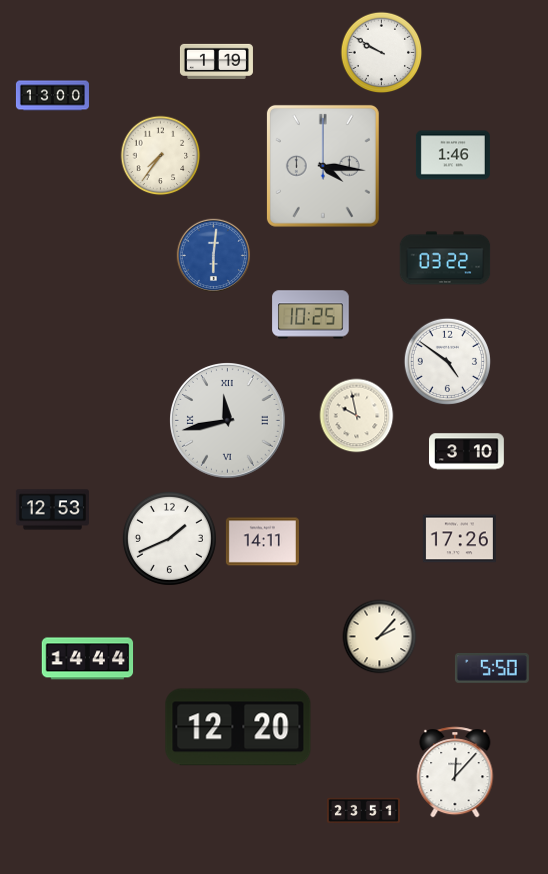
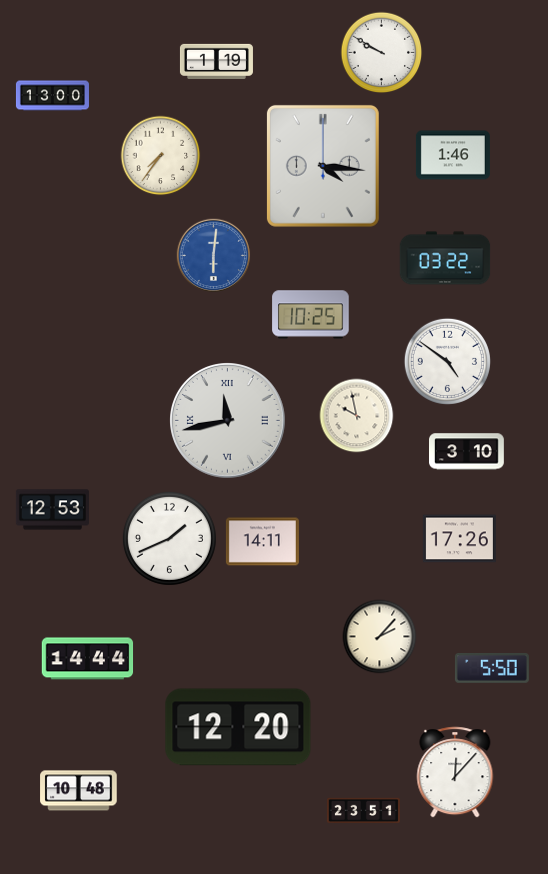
clock at (79, 791): none -> 10:48
